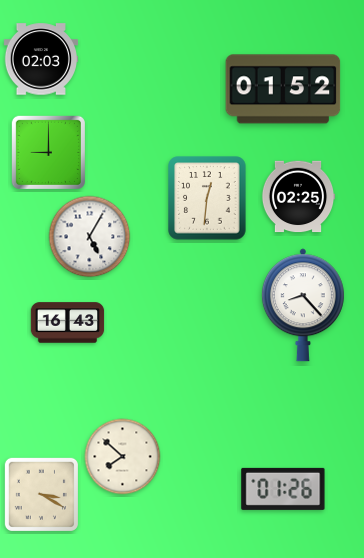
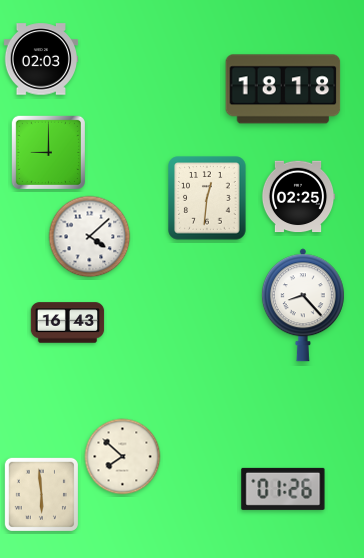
clock at (283, 89): 01:52 -> 18:18
clock at (90, 237): 5:05 -> 4:08
clock at (41, 494): 3:20 -> 5:59
